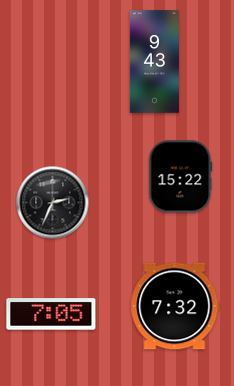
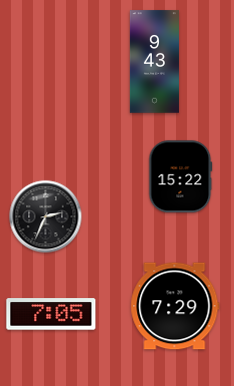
clock at (53, 203) position: (53, 203) -> (46, 217)
clock at (175, 306): 7:32 -> 7:29
